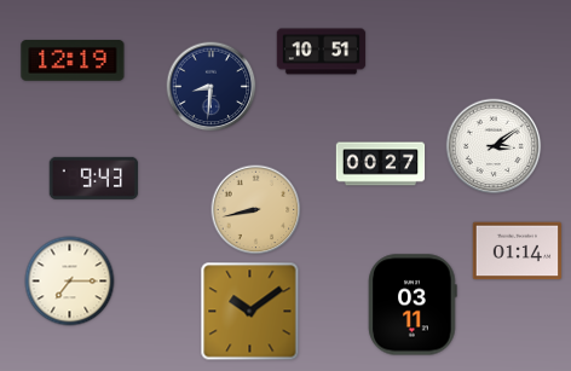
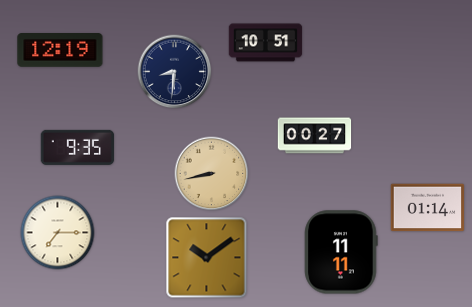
clock at (494, 146): 3:09 -> none
clock at (94, 178): 9:43 -> 9:35
clock at (413, 305): 03:11 -> 11:11
